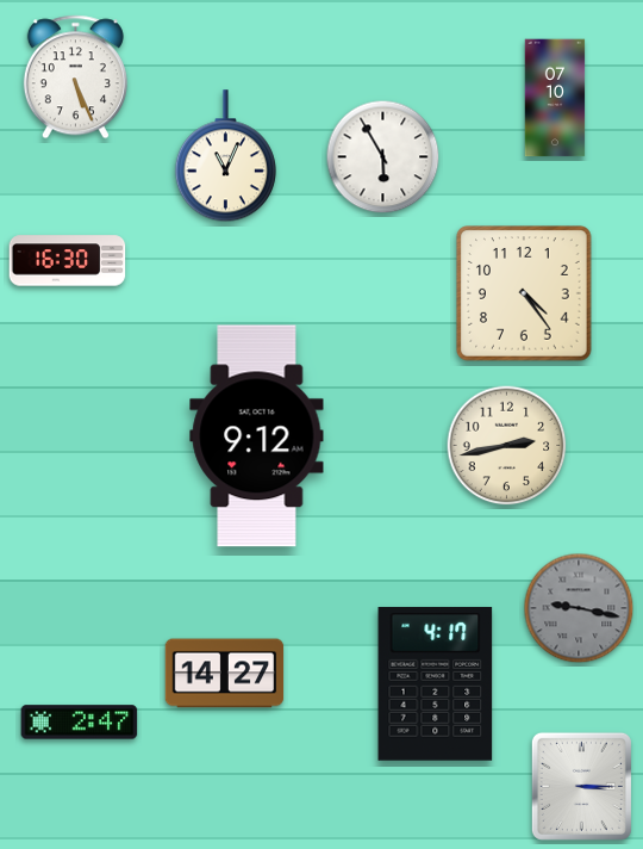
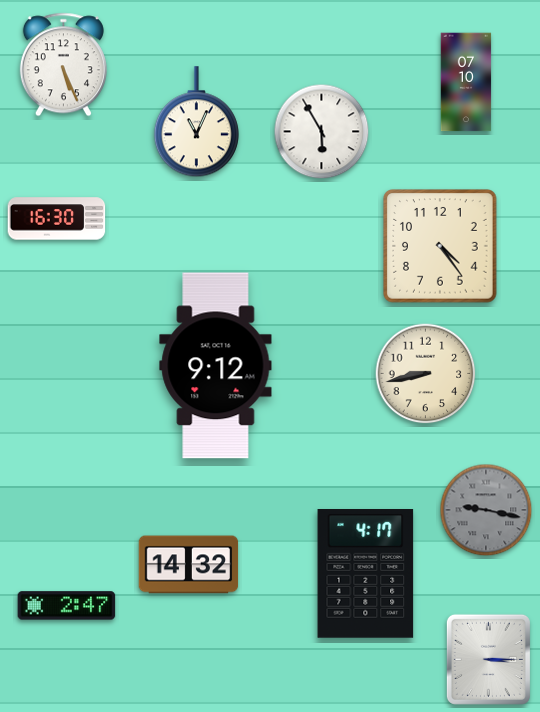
clock at (225, 156) position: (225, 156) -> (196, 122)
clock at (507, 446): 2:43 -> 8:43
clock at (225, 674): 14:27 -> 14:32
